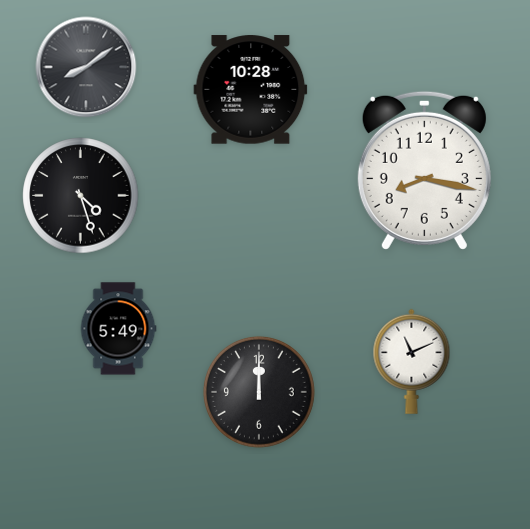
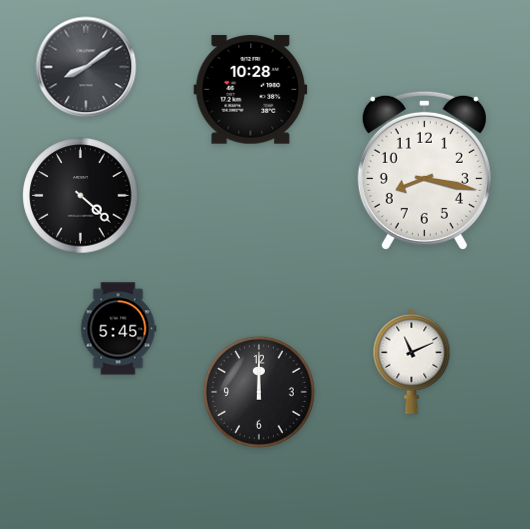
clock at (81, 196): 4:27 -> 4:22
clock at (118, 329): 5:49 -> 5:45
